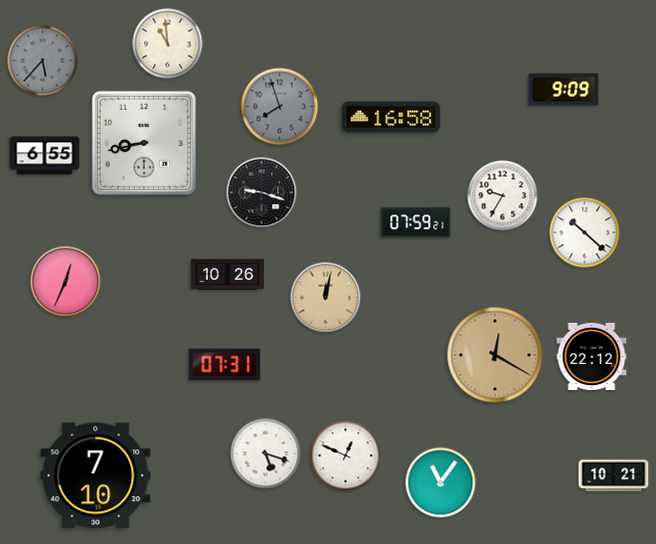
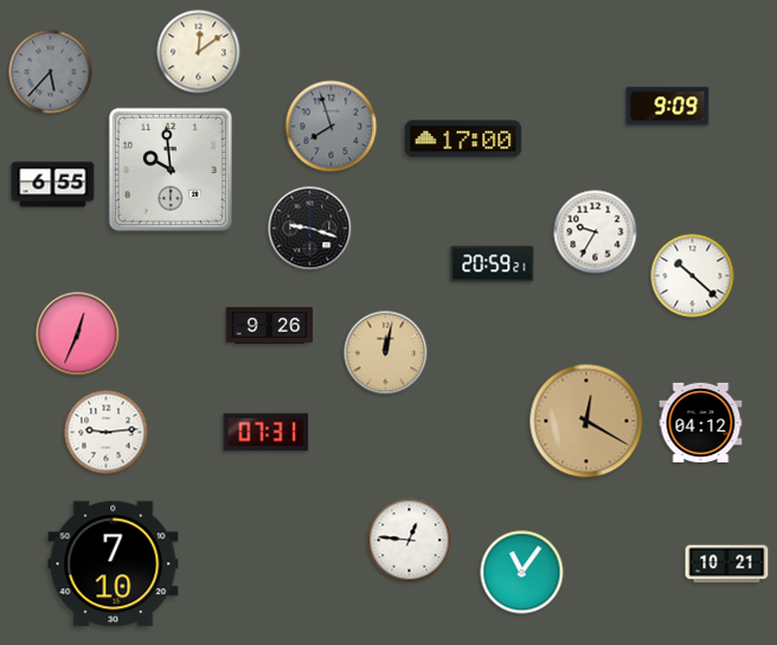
clock at (168, 44): 10:59 -> 12:09
clock at (391, 117): 16:58 -> 17:00
clock at (144, 143): 8:43 -> 9:59
clock at (416, 223): 07:59 -> 20:59
clock at (228, 275): 10:26 -> 9:26
clock at (592, 356): 22:12 -> 04:12
clock at (107, 433): none -> 9:14
clock at (266, 454): 5:18 -> none
clock at (346, 456): 12:49 -> 12:46
